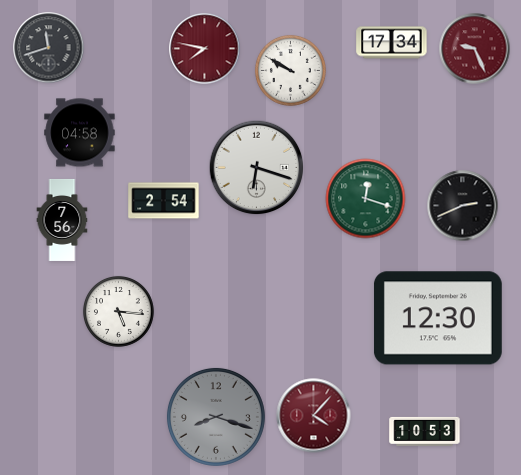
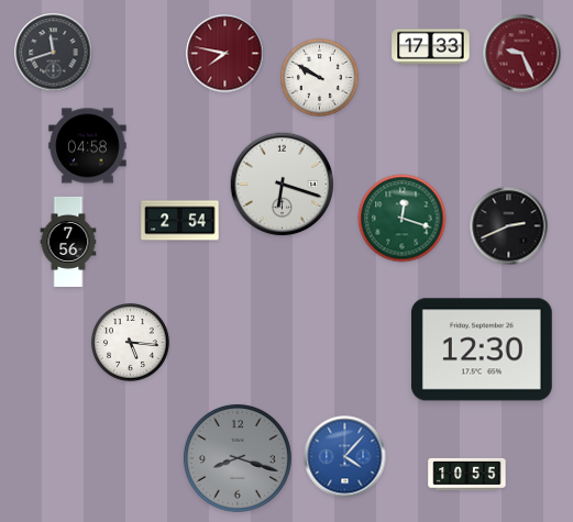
clock at (392, 43): 17:34 -> 17:33
clock at (314, 416) dial: burgundy -> blue
clock at (425, 431): 10:53 -> 10:55
